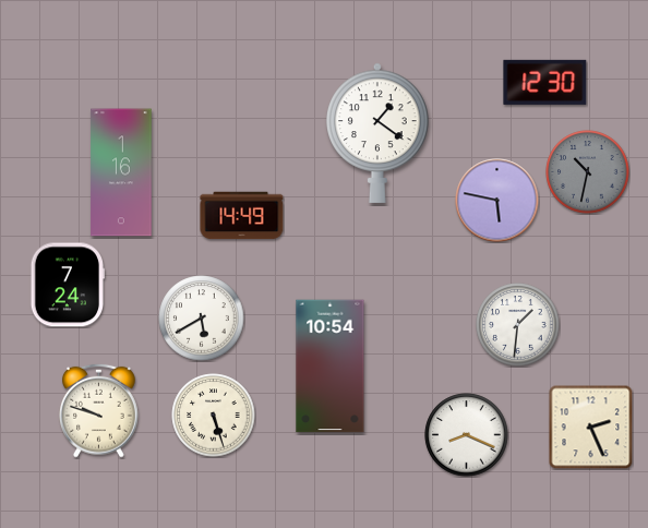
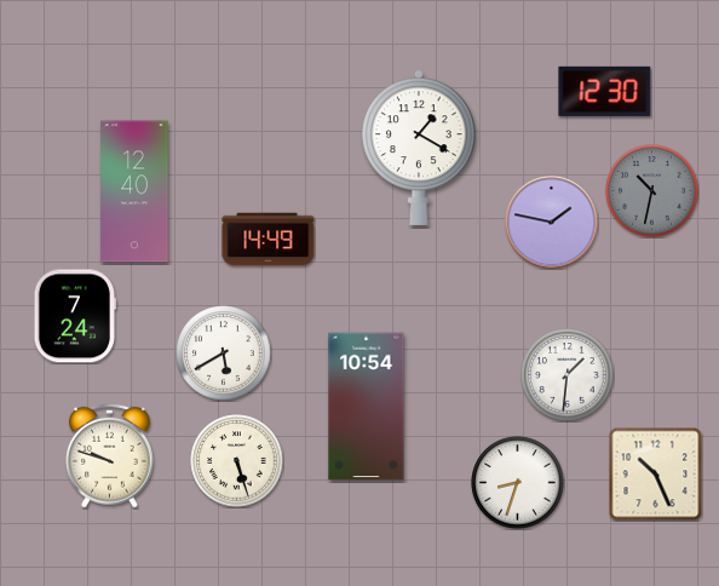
clock at (377, 133): 1:21 -> 1:20
clock at (121, 172): 1:16 -> 12:40
clock at (497, 201): 5:47 -> 1:47
clock at (518, 325) position: (518, 325) -> (568, 375)
clock at (590, 427): 2:26 -> 10:26
clock at (467, 435): 8:19 -> 8:33
